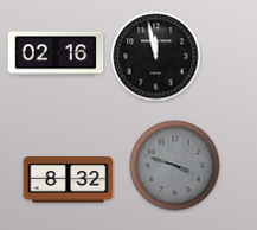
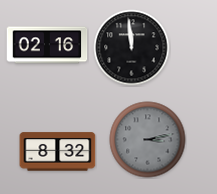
clock at (156, 57): 11:58 -> 11:59
clock at (175, 166): 3:48 -> 3:13
